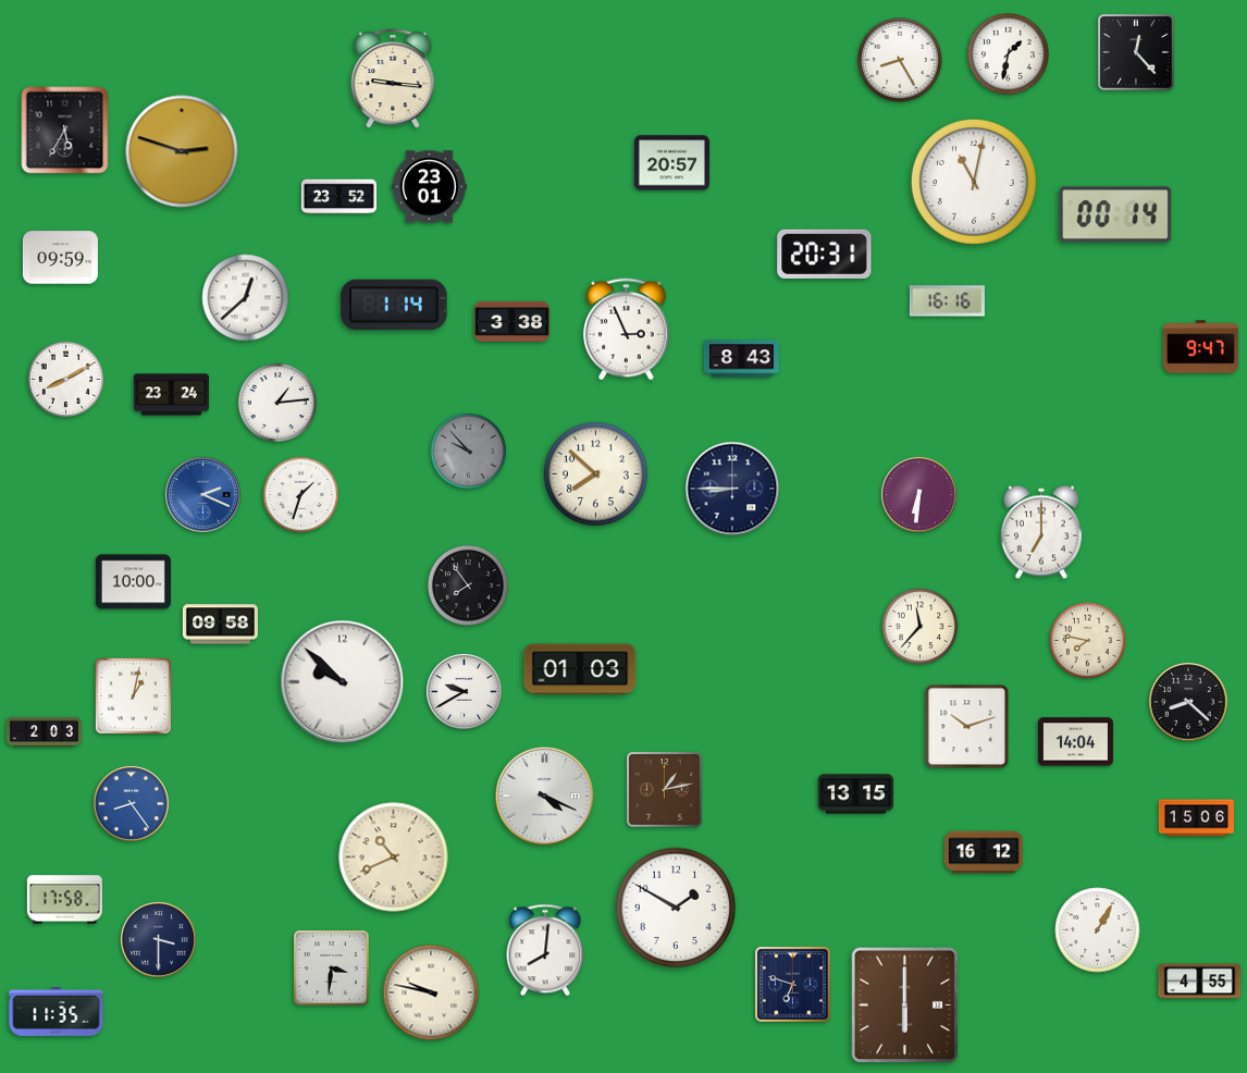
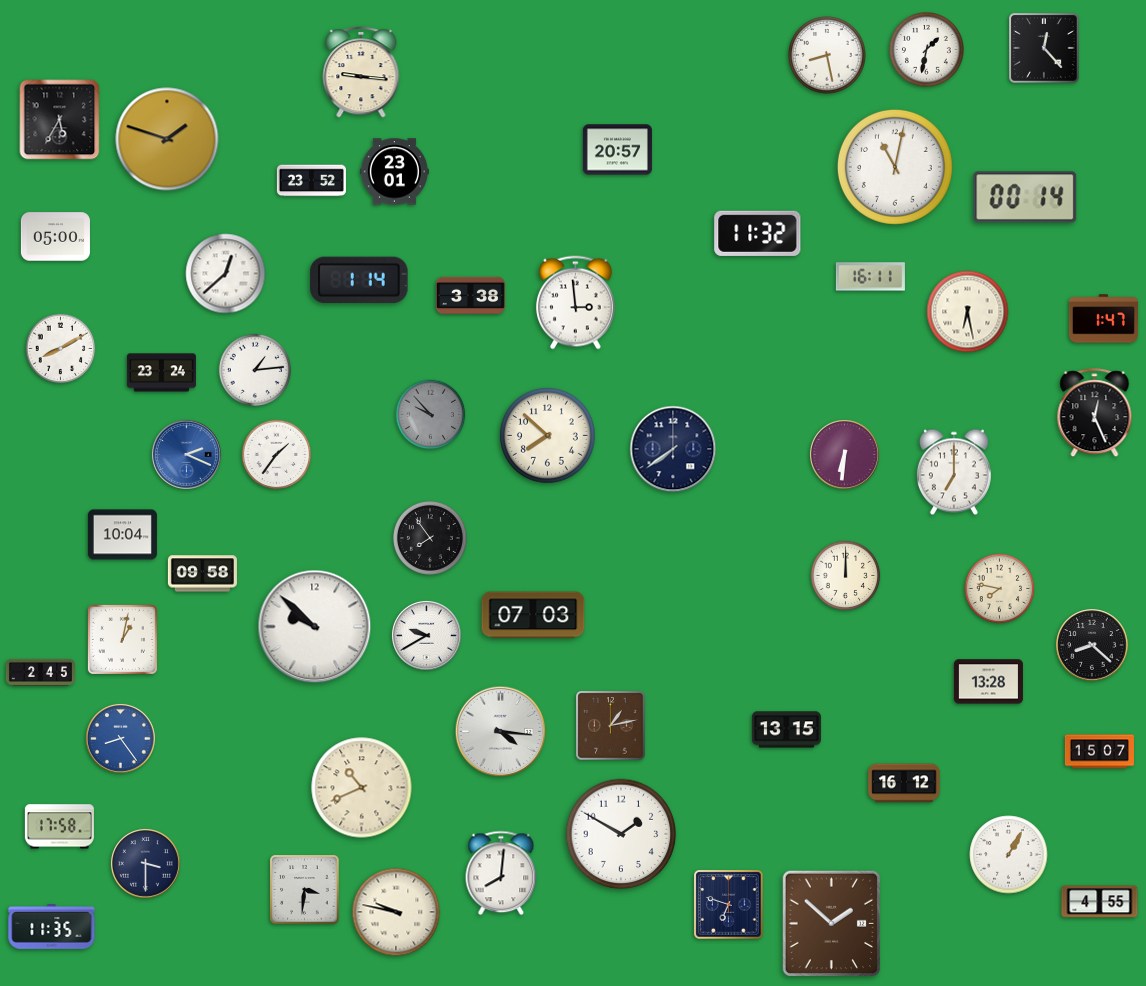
clock at (900, 60): 8:25 -> 8:28
clock at (182, 151): 2:48 -> 1:48
clock at (825, 254): 20:31 -> 11:32
clock at (60, 258): 09:59 -> 05:00
clock at (947, 301): 16:16 -> 16:11
clock at (394, 305) position: (394, 305) -> (359, 280)
clock at (627, 330): 2:56 -> 2:59
clock at (968, 312): none -> 6:28
clock at (1200, 347): 9:47 -> 1:47
clock at (741, 359): 8:43 -> none
clock at (171, 395) position: (171, 395) -> (161, 373)
clock at (1095, 413): none -> 12:26
clock at (732, 489): 8:45 -> 7:39
clock at (301, 495): 1:33 -> 1:36
clock at (1041, 532) position: (1041, 532) -> (954, 472)
clock at (133, 582): 10:00 -> 10:04
clock at (921, 627): 11:37 -> 12:00
clock at (580, 669): 01:03 -> 07:03
clock at (967, 727): 10:12 -> none
clock at (44, 731): 2:03 -> 2:45
clock at (1075, 742): 14:04 -> 13:28
clock at (545, 797): 4:19 -> 4:16
clock at (1196, 818): 15:06 -> 15:07
clock at (1200, 982) position: (1200, 982) -> (1100, 902)
clock at (905, 1006): 6:00 -> 1:52
clock at (57, 1012) position: (57, 1012) -> (52, 927)
